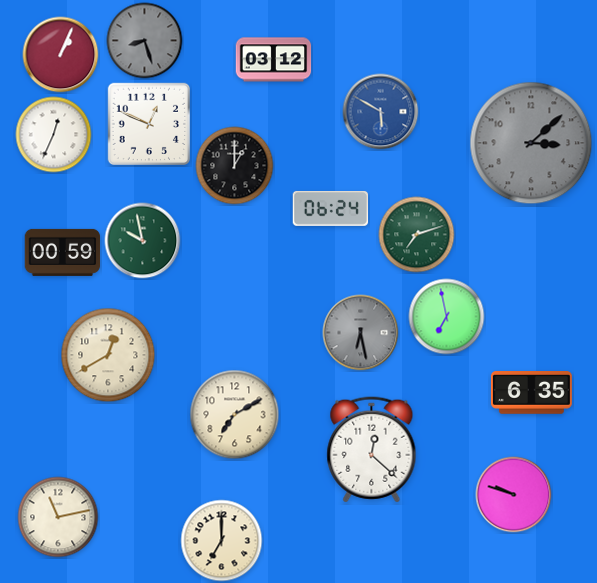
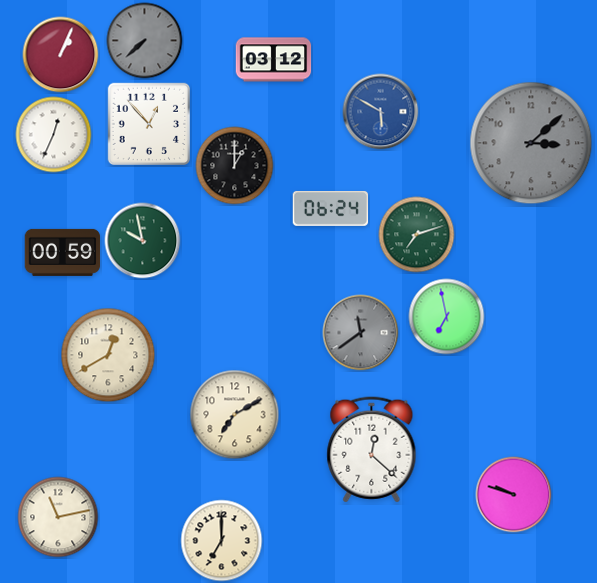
clock at (145, 41): 8:27 -> 7:38
clock at (148, 123): 12:49 -> 12:53
clock at (361, 333): 6:28 -> 11:39
clock at (531, 393): 6:35 -> none
